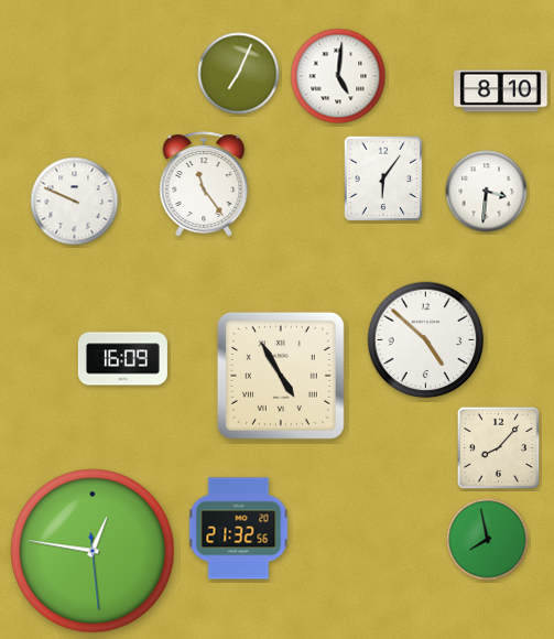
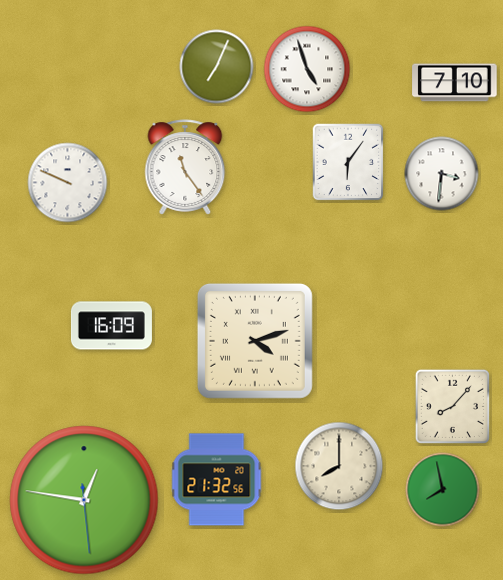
clock at (338, 76): 5:01 -> 4:57
clock at (501, 91): 8:10 -> 7:10
clock at (426, 340): 4:52 -> none
clock at (281, 376): 4:55 -> 4:12
clock at (339, 466): none -> 8:00
